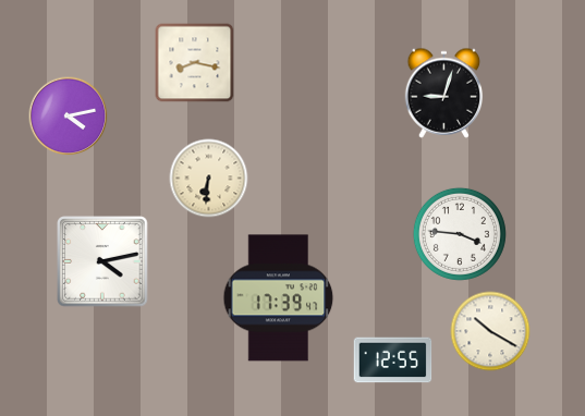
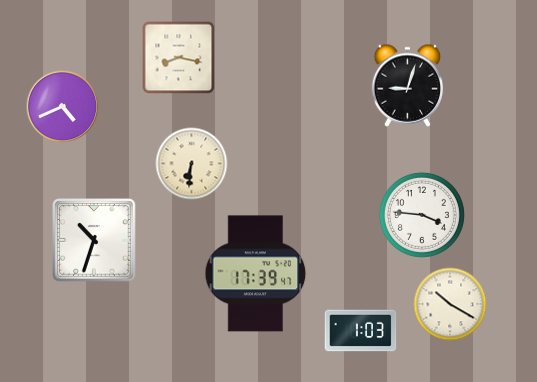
clock at (69, 117): 4:13 -> 4:41
clock at (102, 261): 4:13 -> 10:33
clock at (393, 360): 12:55 -> 1:03
